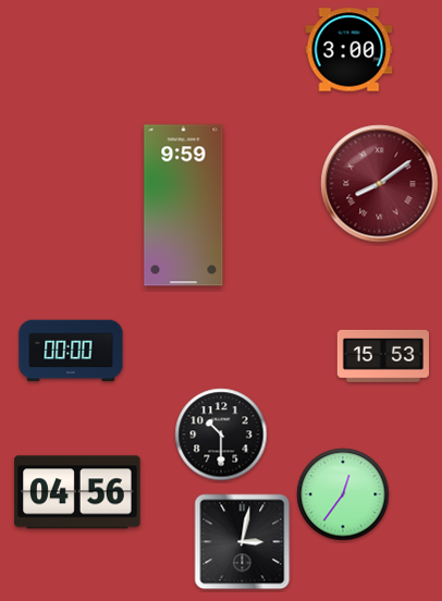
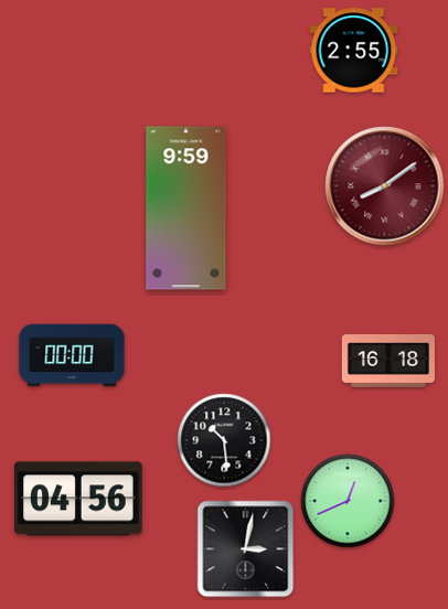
clock at (349, 50): 3:00 -> 2:55
clock at (382, 356): 15:53 -> 16:18
clock at (221, 434): 10:30 -> 10:29
clock at (343, 494): 12:36 -> 12:41
